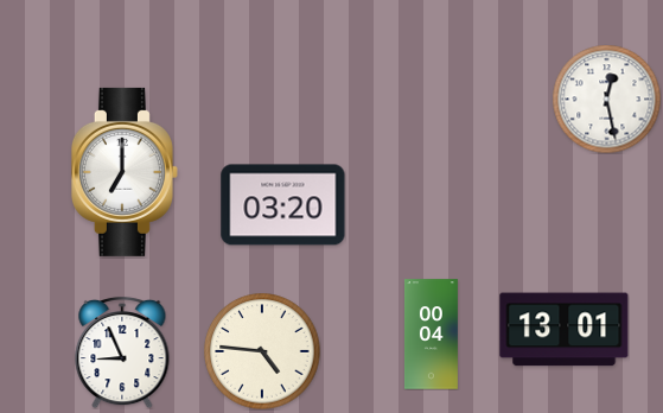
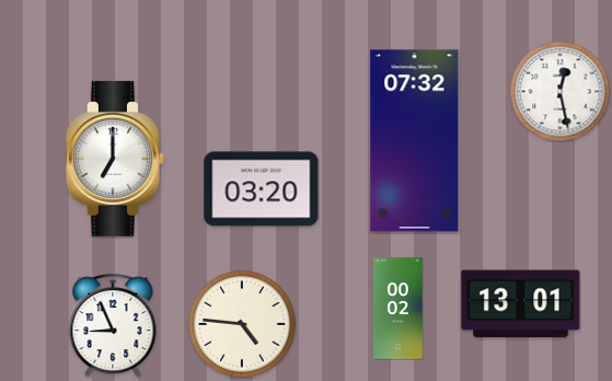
clock at (415, 141): none -> 07:32
clock at (431, 335): 00:04 -> 00:02
